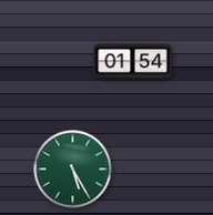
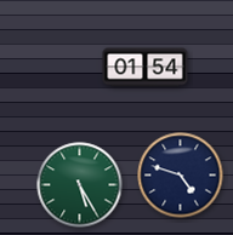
clock at (181, 176): none -> 4:48
